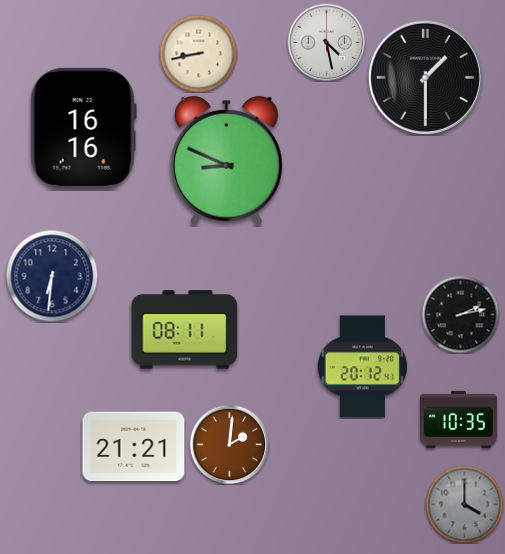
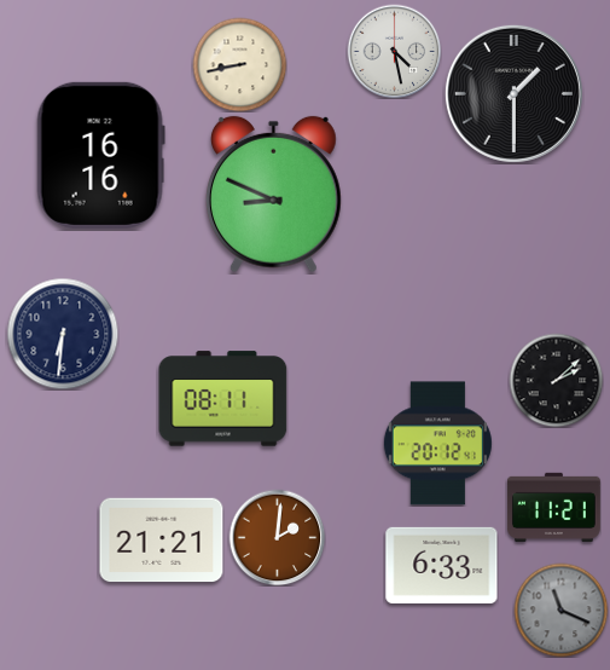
clock at (460, 314): 2:13 -> 2:08
clock at (458, 419): 10:35 -> 11:21
clock at (442, 565): none -> 6:33
clock at (464, 504): 4:00 -> 11:19
